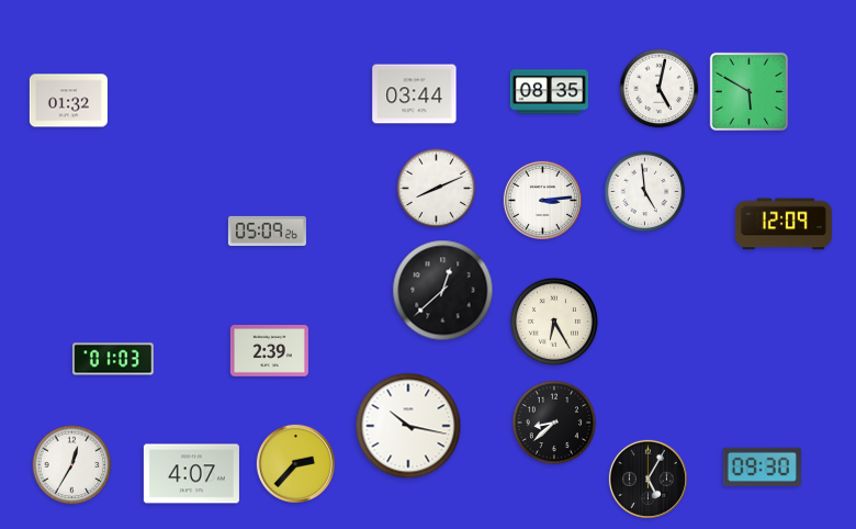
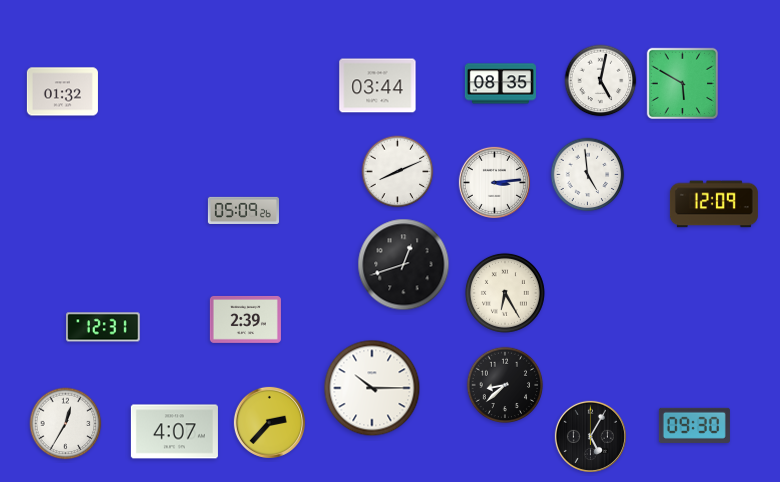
clock at (443, 291): 12:38 -> 12:42
clock at (113, 359): 01:03 -> 12:31
clock at (408, 426): 10:17 -> 10:15
